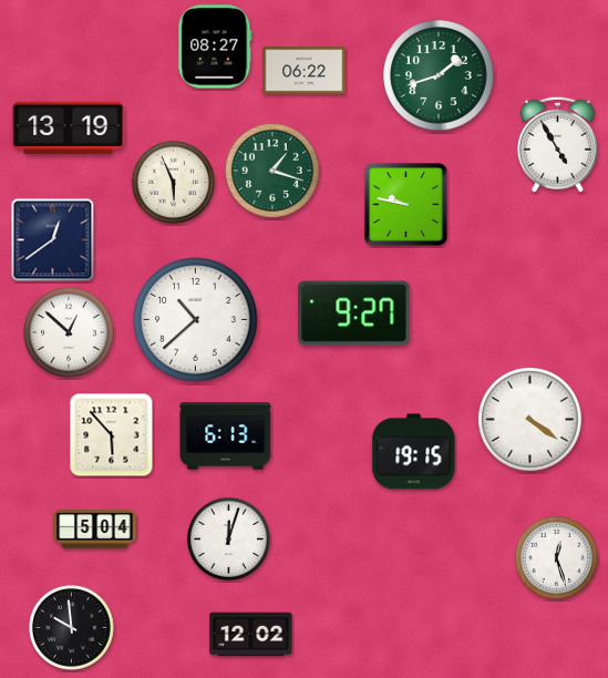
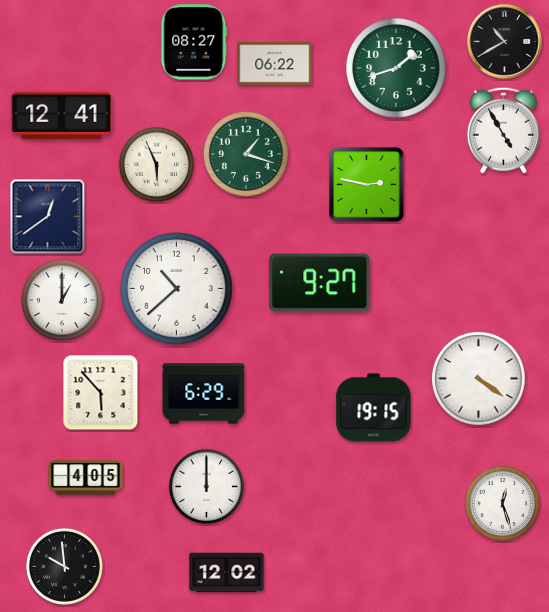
clock at (505, 42): none -> 10:40
clock at (69, 127): 13:19 -> 12:41
clock at (406, 205): 9:47 -> 2:47
clock at (69, 332): 12:52 -> 1:00
clock at (226, 436): 6:13 -> 6:29
clock at (95, 530): 5:04 -> 4:05
clock at (228, 538): 12:03 -> 12:00
